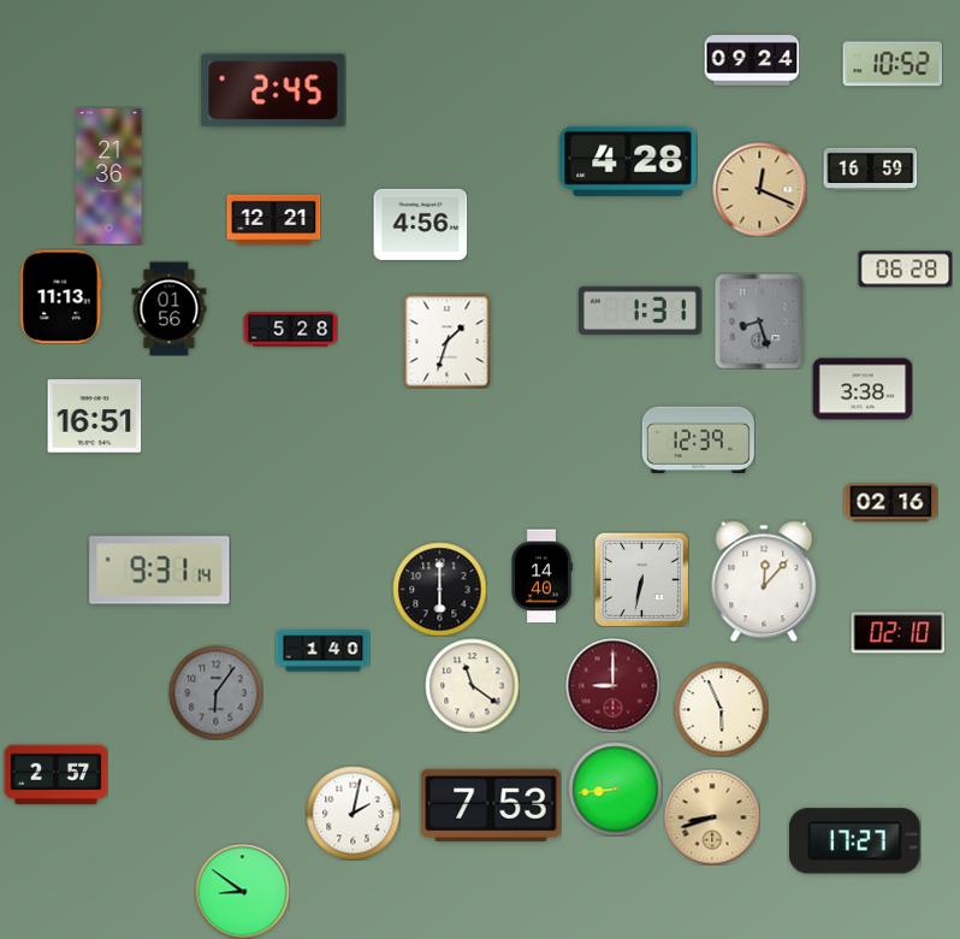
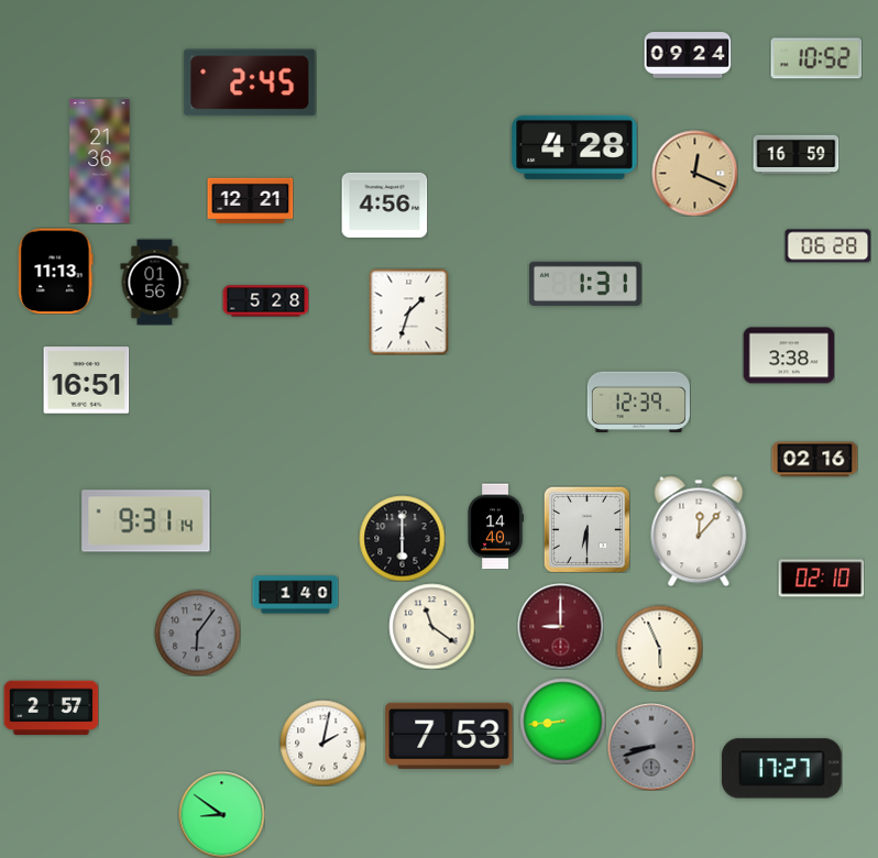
clock at (759, 321): 8:27 -> none
clock at (641, 579): 6:32 -> 6:30
clock at (712, 817) dial: champagne -> grey
